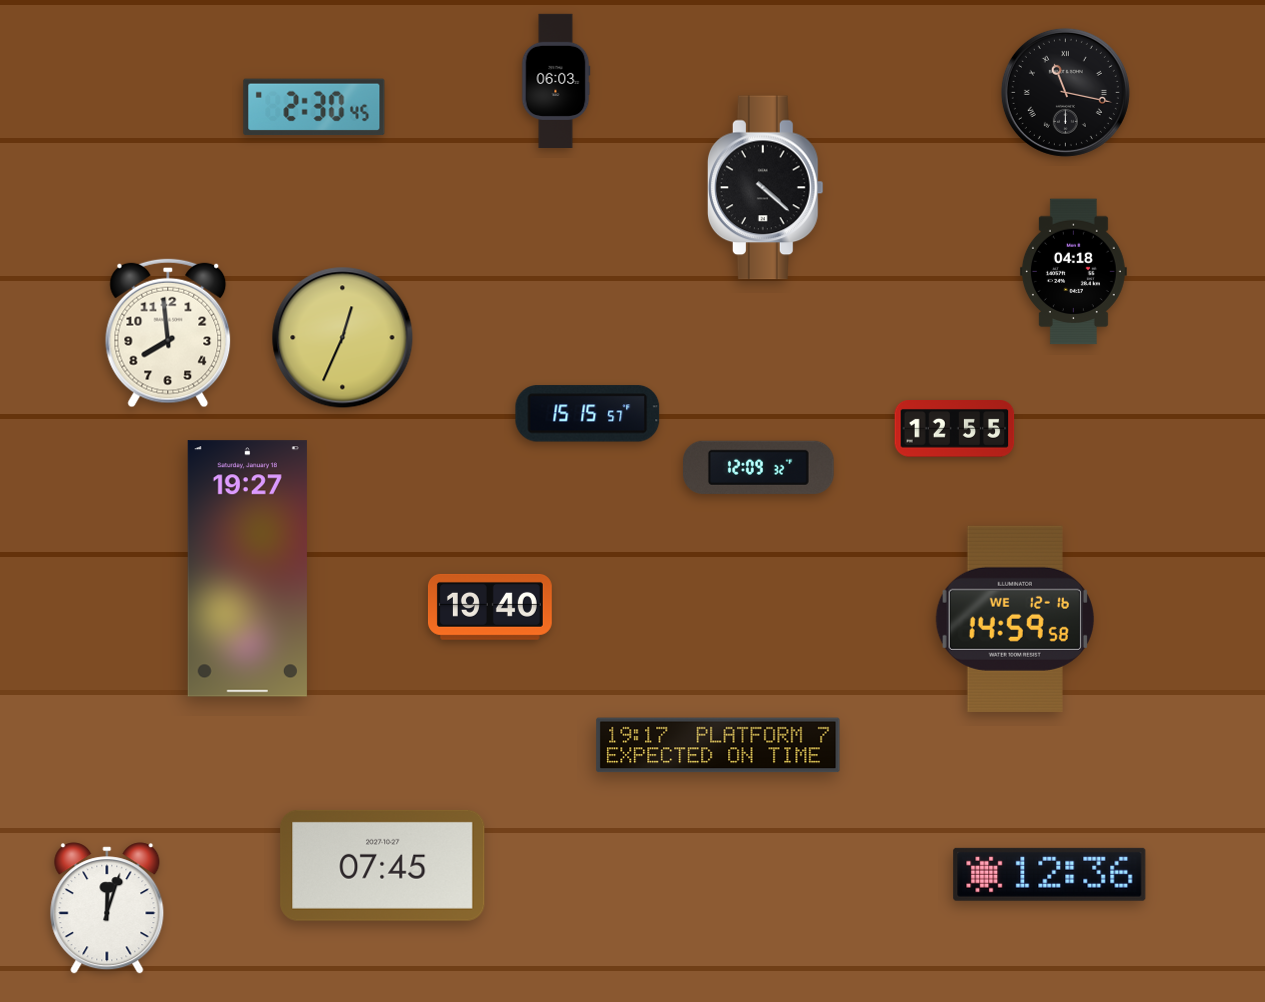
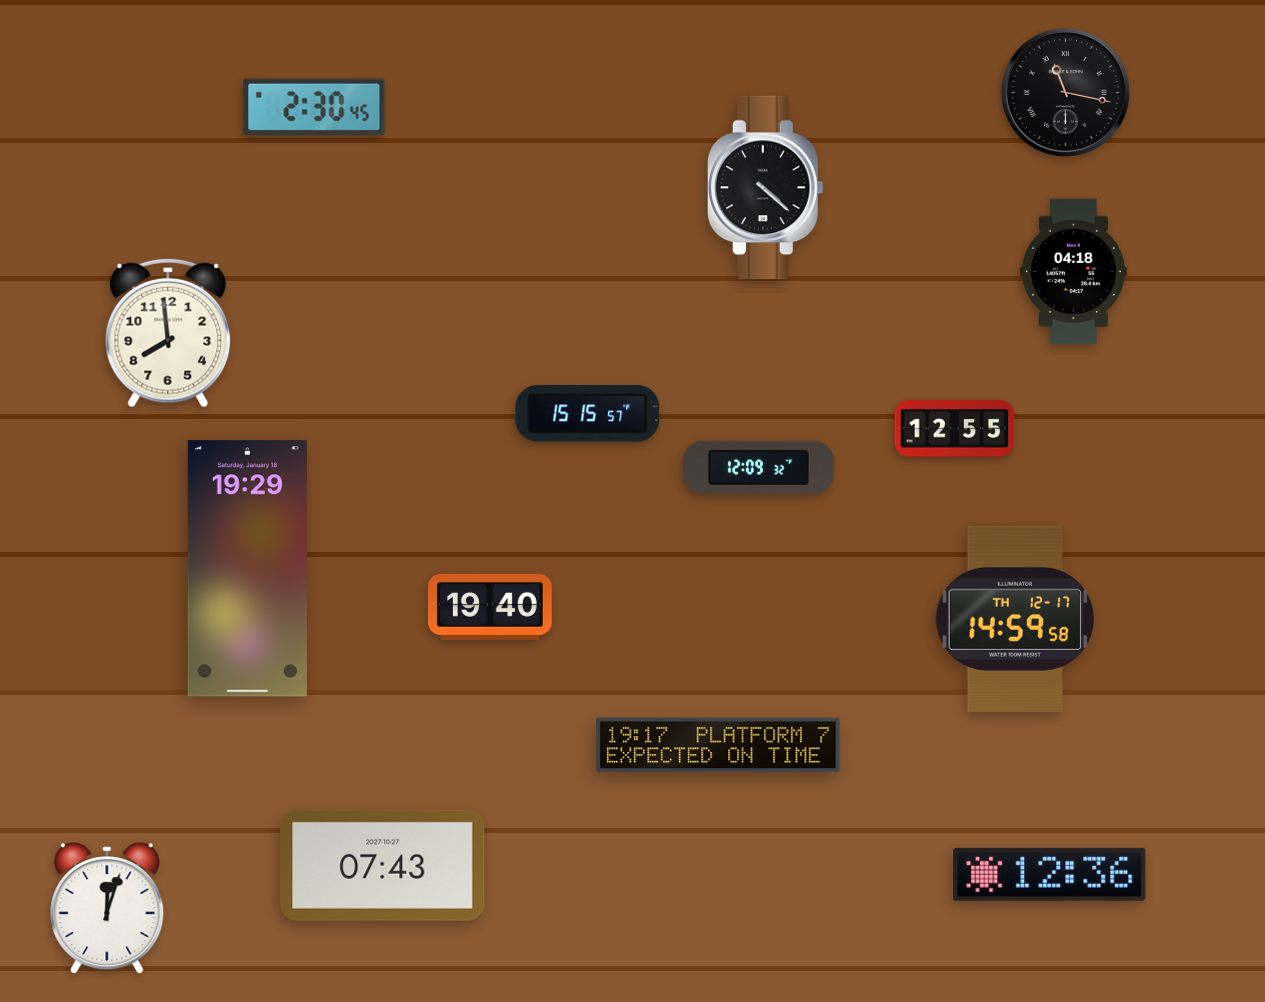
clock at (556, 80): 06:03 -> none
clock at (343, 338): 12:34 -> none
clock at (247, 569): 19:27 -> 19:29
clock at (1015, 619) date: WE 12-16 -> TH 12-17
clock at (383, 865): 07:45 -> 07:43
